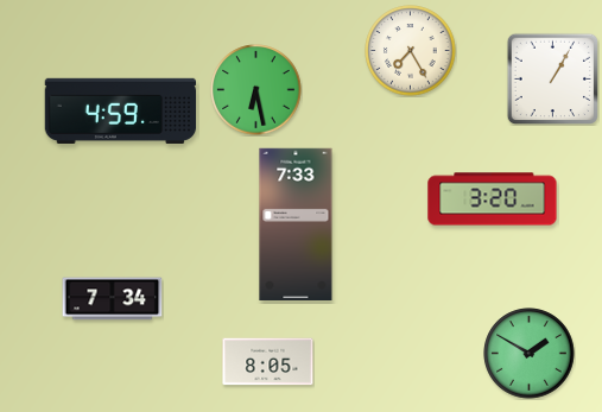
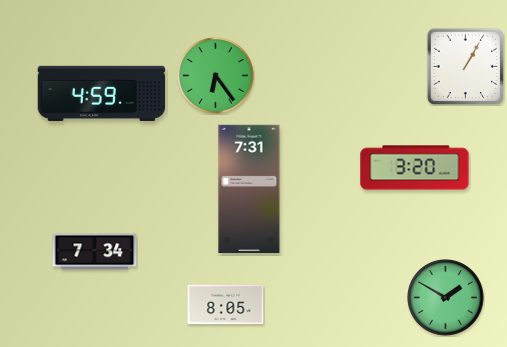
clock at (411, 51): 7:25 -> none
clock at (256, 90): 6:28 -> 6:24
clock at (296, 223): 7:33 -> 7:31
